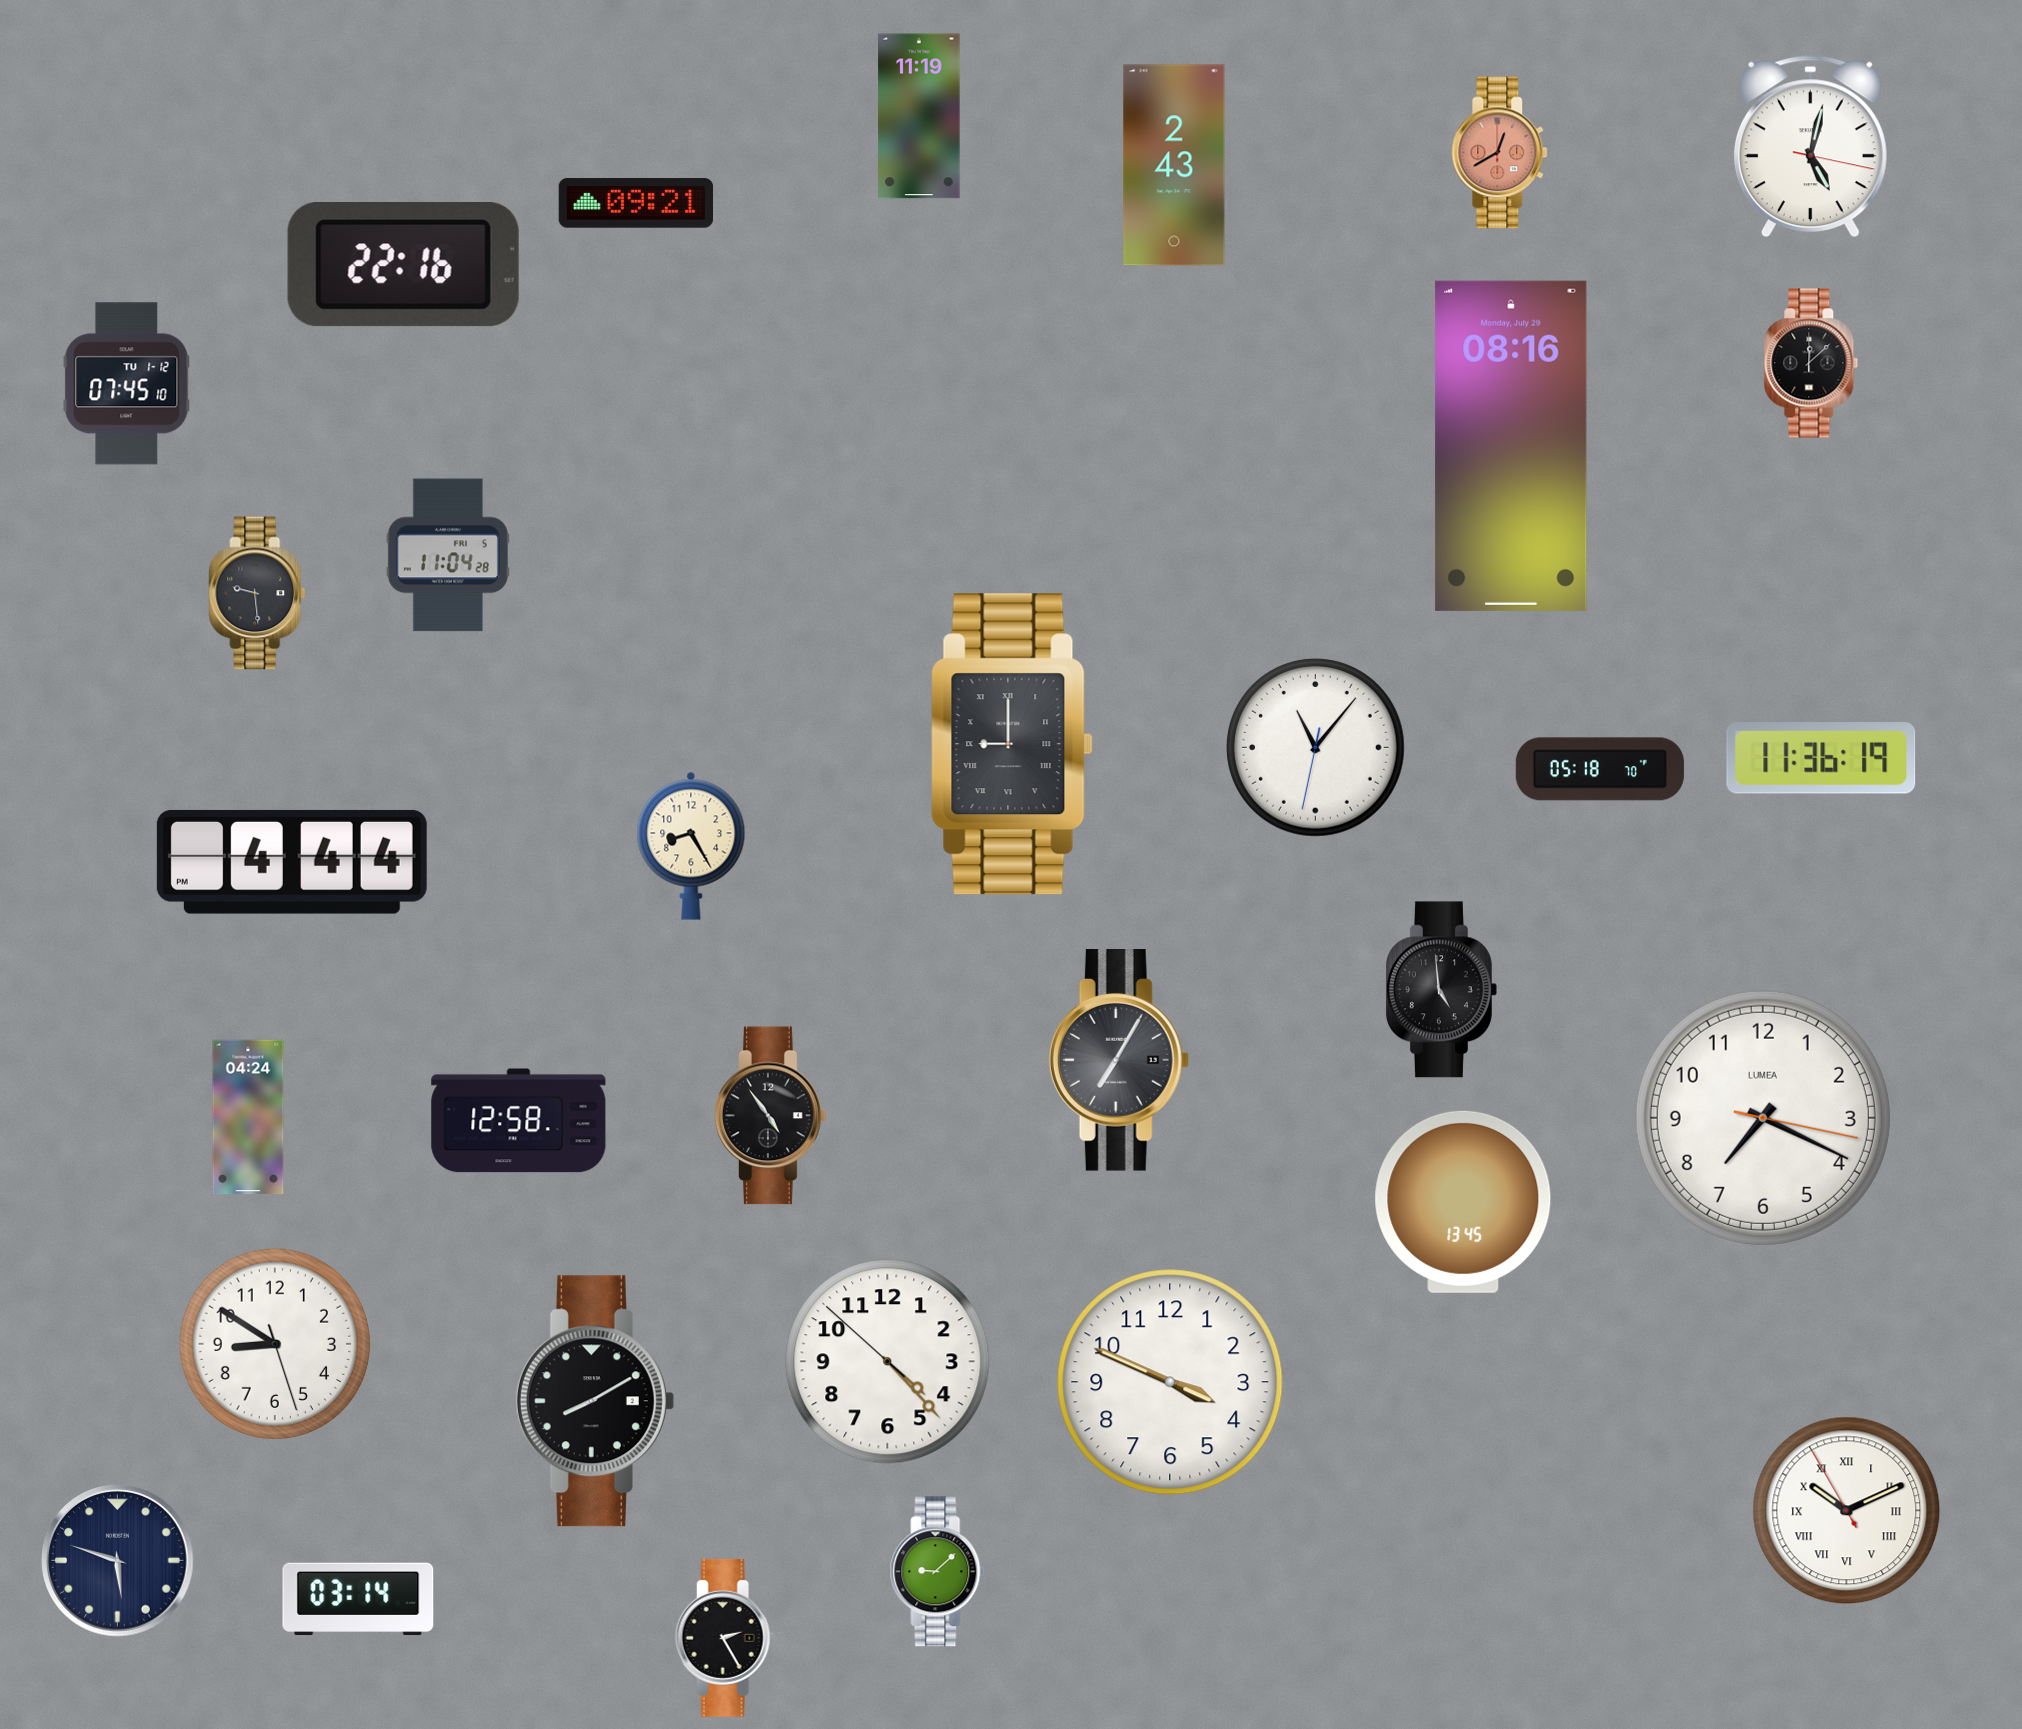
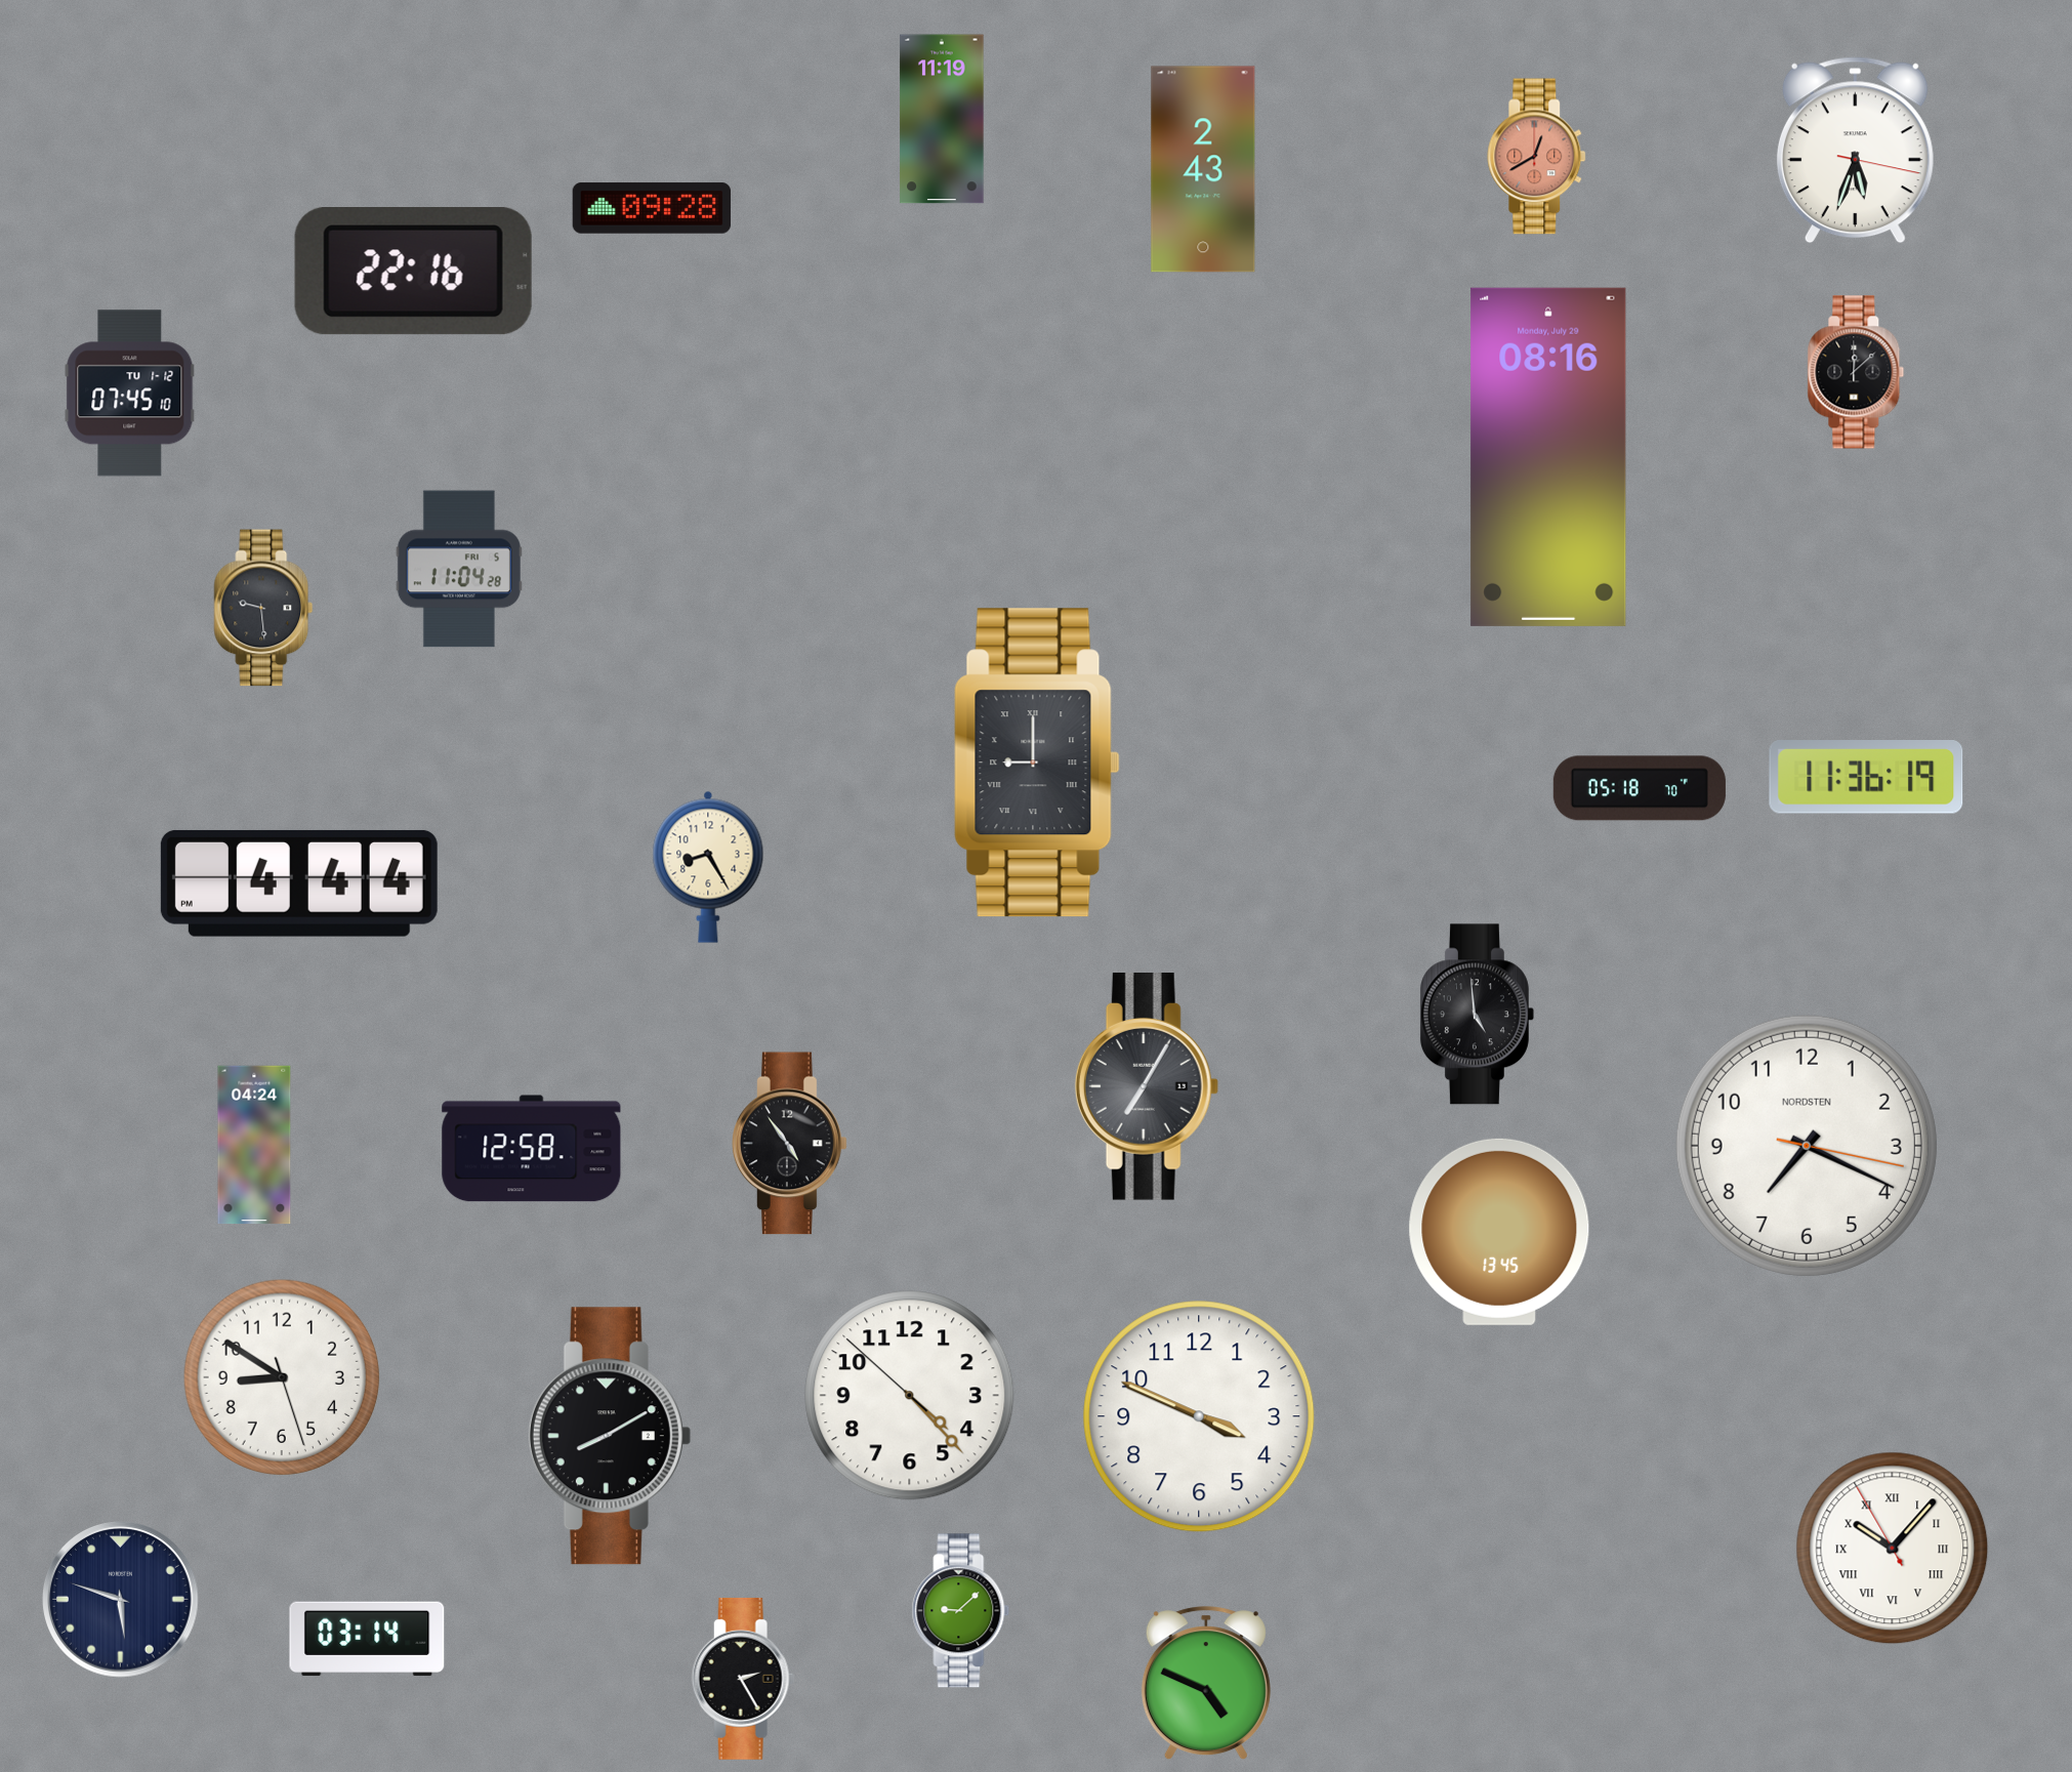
clock at (1810, 147): 5:02 -> 5:33
clock at (636, 203): 09:21 -> 09:28
clock at (1315, 747): 11:06 -> none
clock at (1763, 1118) brand: LUMEA -> NORDSTEN
clock at (1847, 1511): 10:10 -> 10:06
clock at (1206, 1684): none -> 4:49
